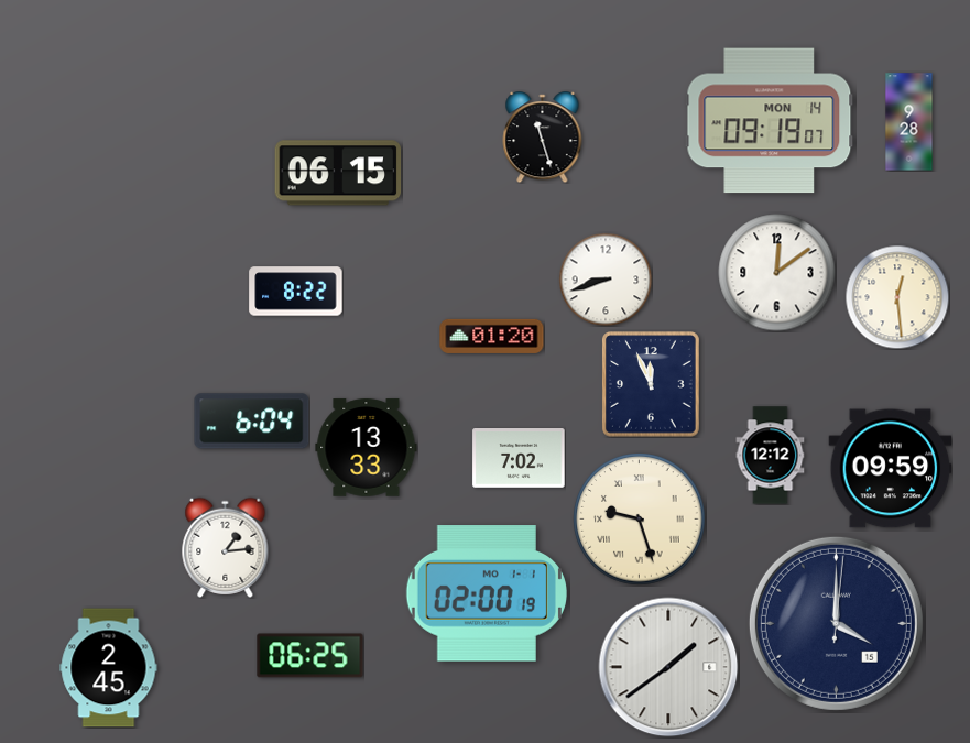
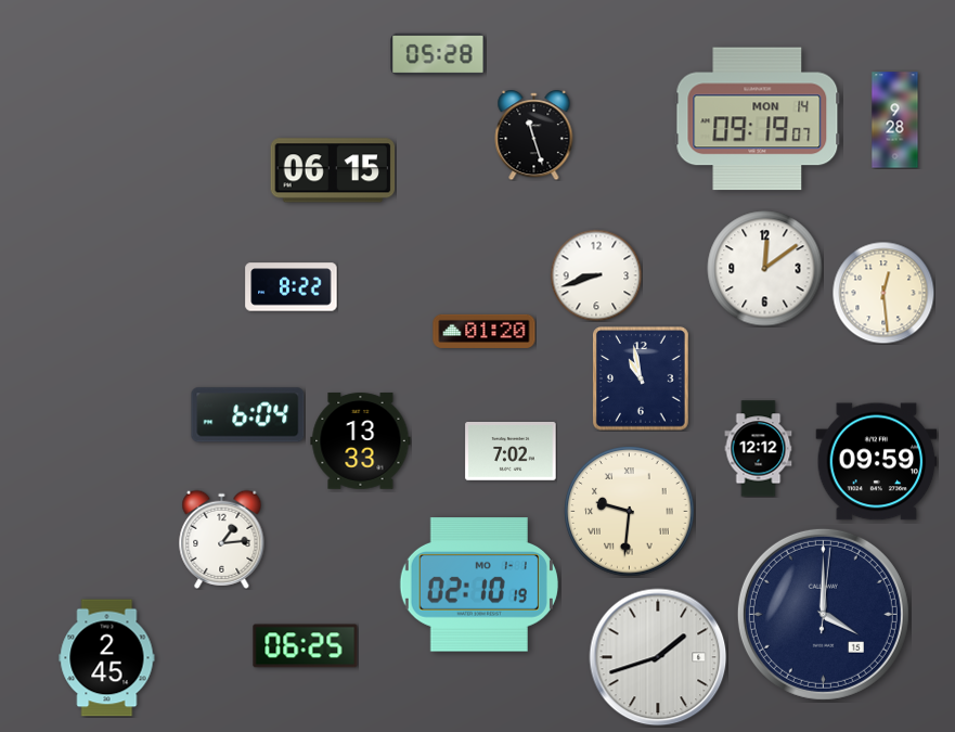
clock at (438, 54): none -> 05:28
clock at (652, 384): 11:56 -> 10:58
clock at (640, 520): 9:27 -> 9:31
clock at (487, 593): 02:00 -> 02:10
clock at (668, 667): 1:39 -> 1:42
